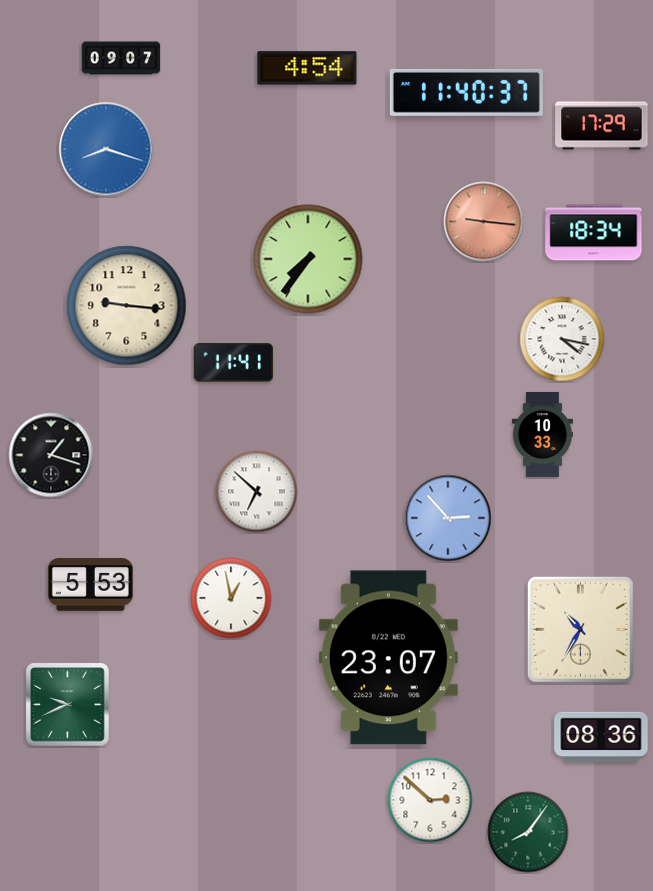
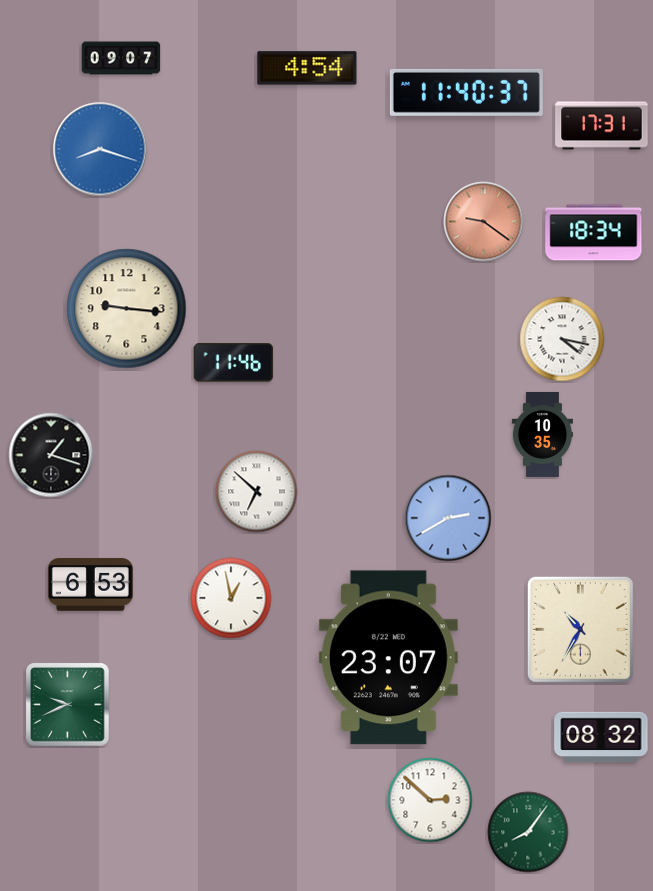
clock at (602, 126): 17:29 -> 17:31
clock at (106, 149) position: (106, 149) -> (100, 149)
clock at (484, 222): 9:16 -> 9:21
clock at (308, 259): 7:36 -> none
clock at (127, 306) position: (127, 306) -> (127, 309)
clock at (234, 363): 11:41 -> 11:46
clock at (542, 434): 10:33 -> 10:35
clock at (448, 518): 2:53 -> 2:40
clock at (90, 585): 5:53 -> 6:53
clock at (601, 737): 08:36 -> 08:32
